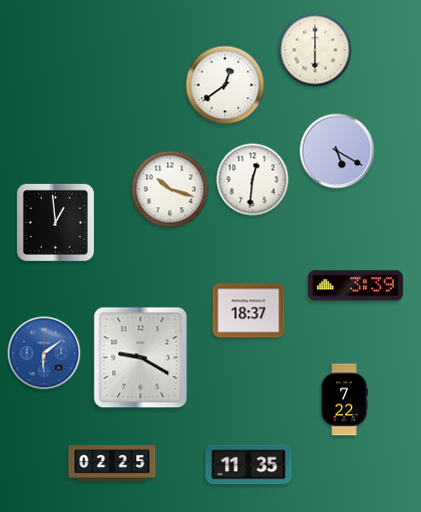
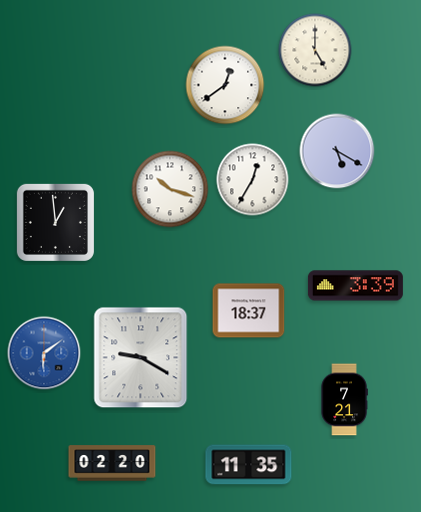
clock at (315, 50): 6:00 -> 5:00
clock at (253, 180): 12:31 -> 12:35
clock at (344, 400): 7:22 -> 7:21
clock at (112, 463): 02:25 -> 02:20
